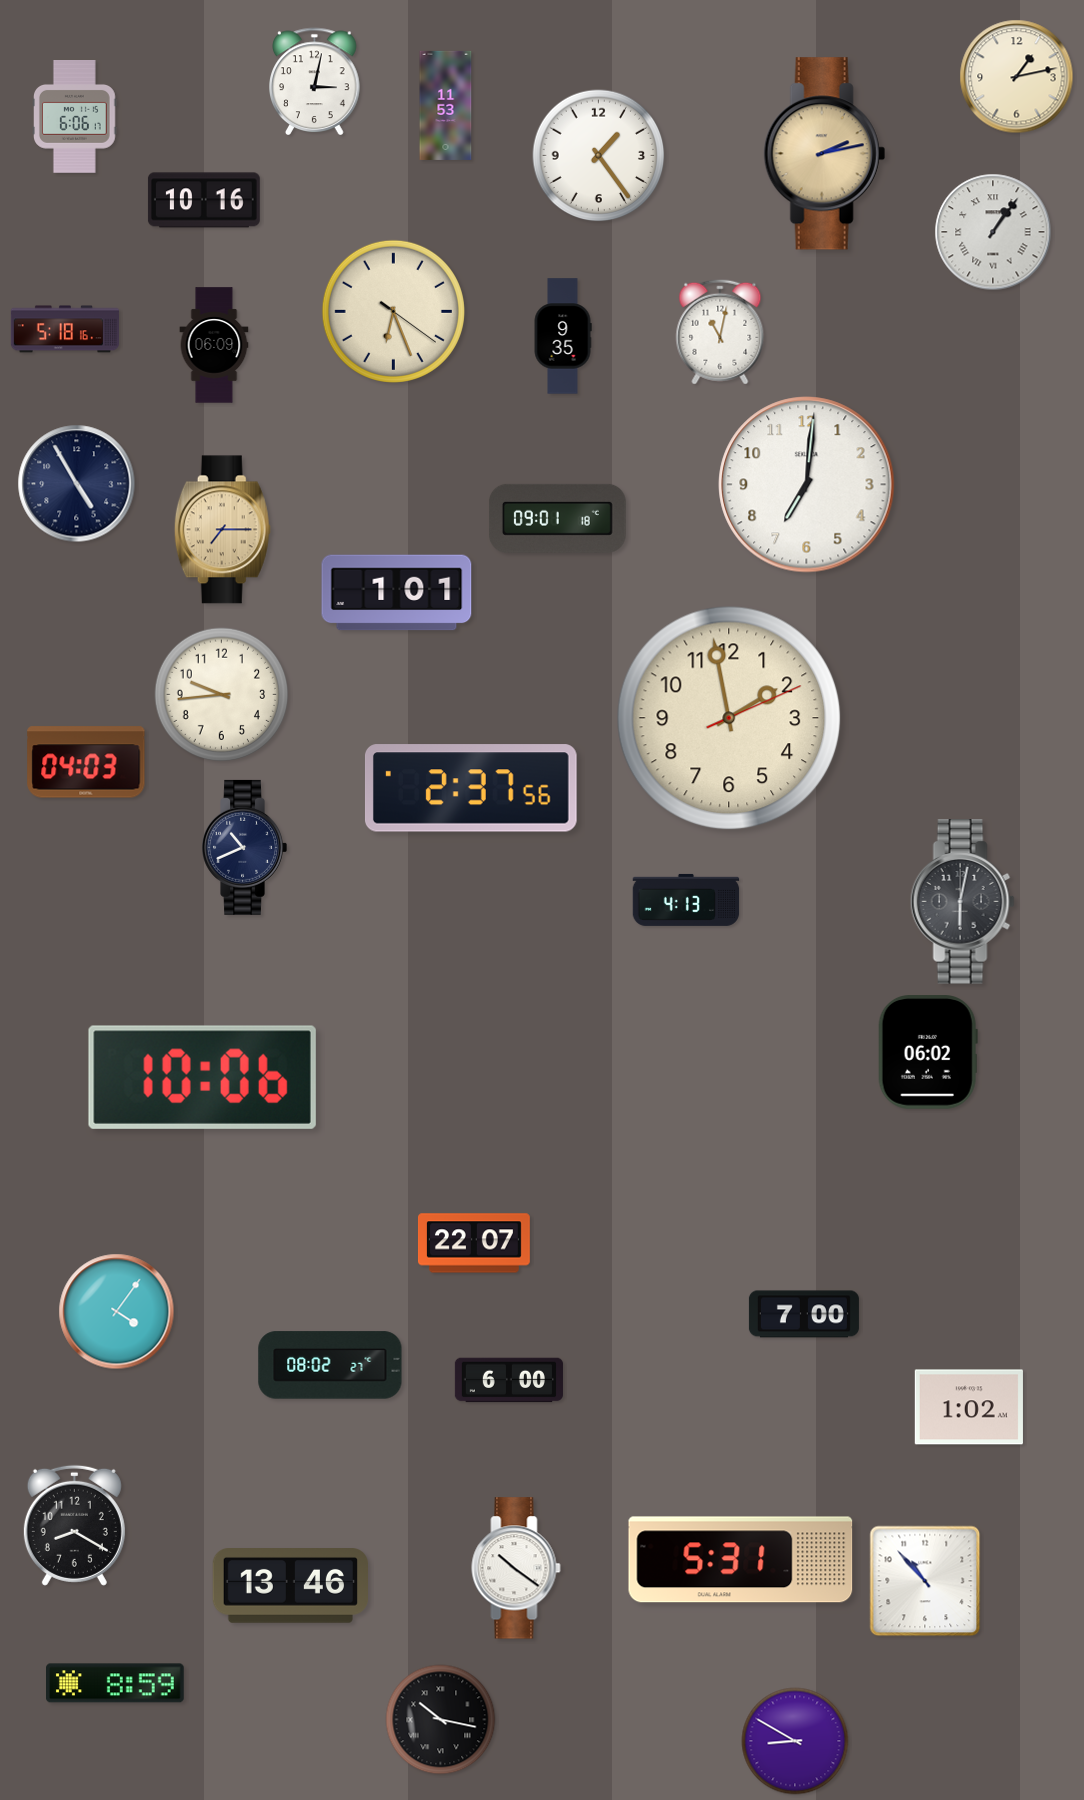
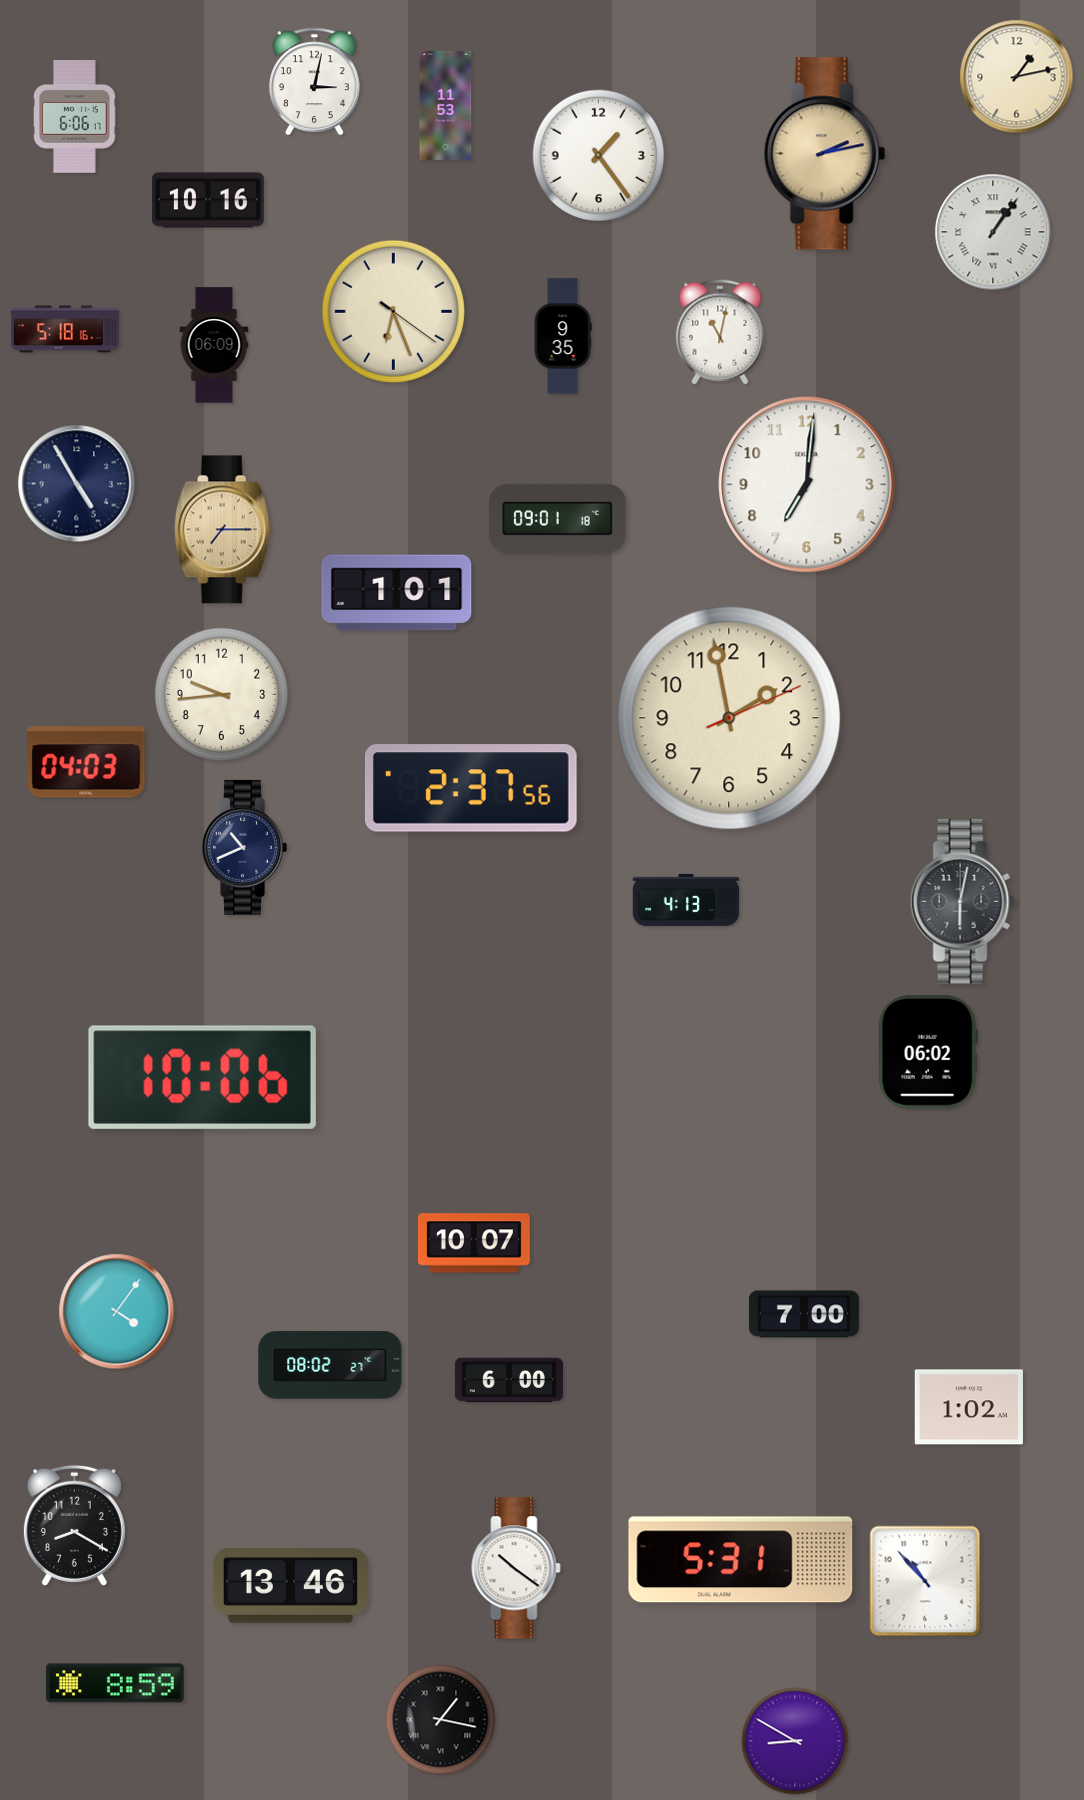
clock at (204, 200) position: (204, 200) -> (208, 200)
clock at (475, 1243): 22:07 -> 10:07
clock at (441, 1720): 10:17 -> 1:17
